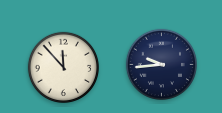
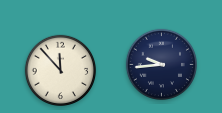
clock at (63, 67) position: (63, 67) -> (60, 70)
